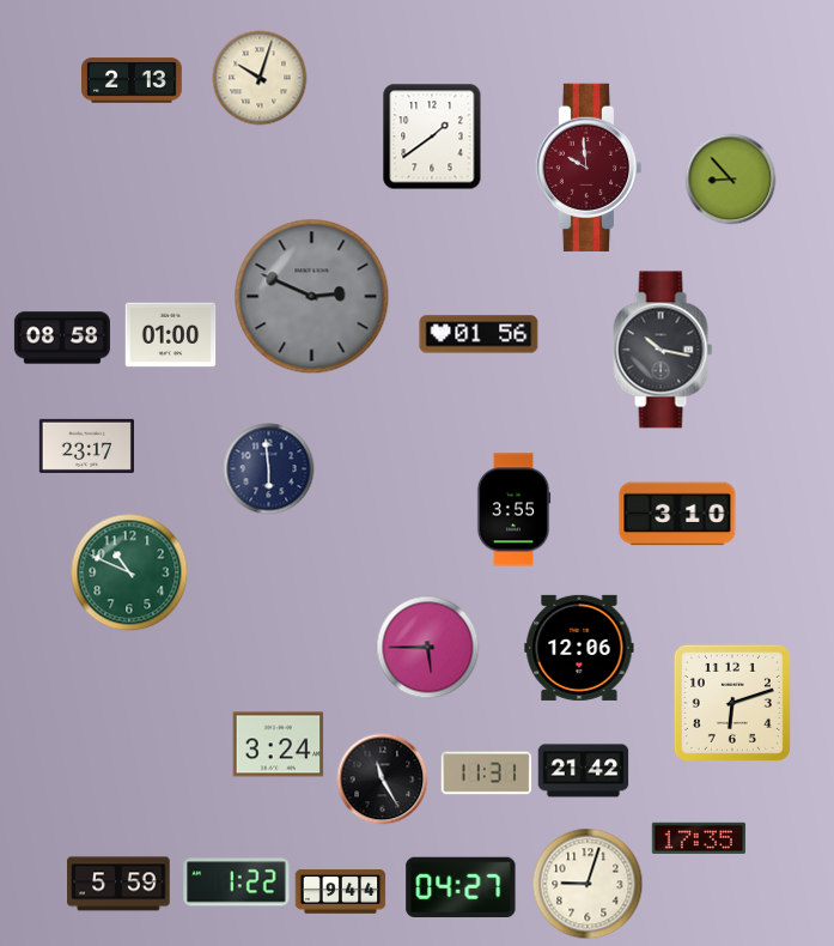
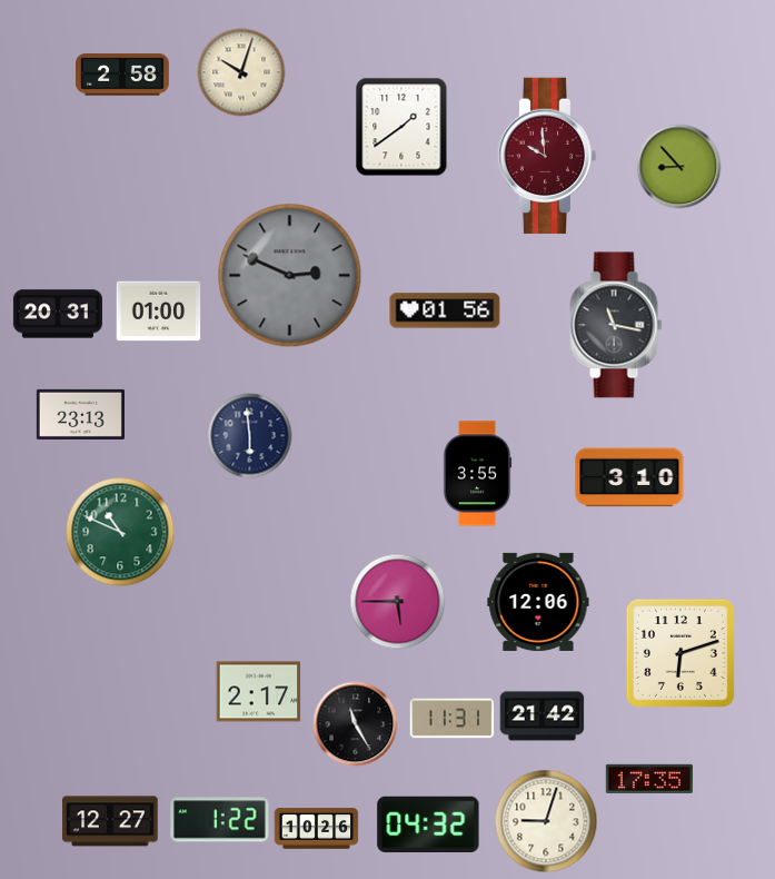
clock at (133, 80): 2:13 -> 2:58
clock at (62, 338): 08:58 -> 20:31
clock at (663, 350): 10:17 -> 11:17
clock at (86, 445): 23:17 -> 23:13
clock at (279, 745): 3:24 -> 2:17
clock at (118, 884): 5:59 -> 12:27
clock at (461, 887): 04:27 -> 04:32
clock at (341, 892): 9:44 -> 10:26
